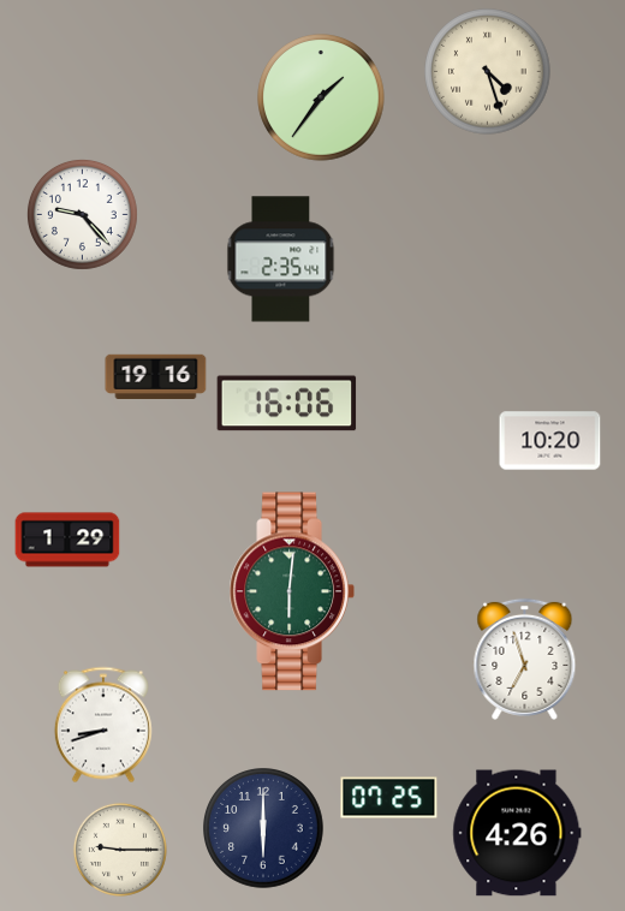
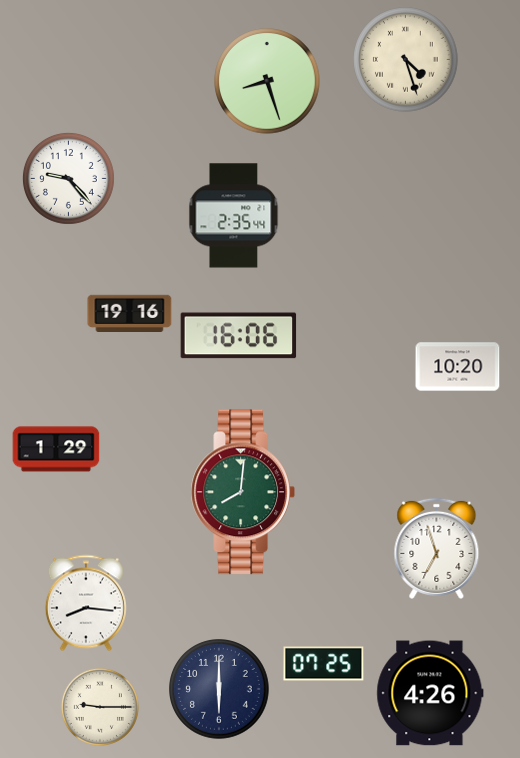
clock at (321, 97): 1:36 -> 8:27
clock at (291, 591): 6:01 -> 8:01
clock at (103, 725): 8:42 -> 8:16
